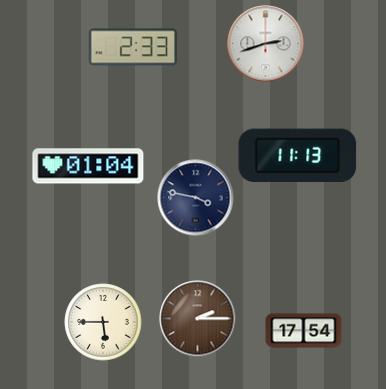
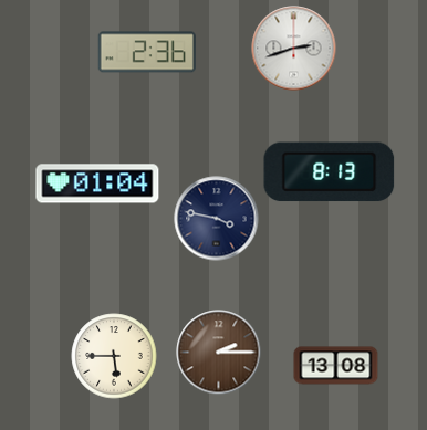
clock at (133, 47): 2:33 -> 2:36
clock at (298, 156): 11:13 -> 8:13
clock at (304, 331): 17:54 -> 13:08
